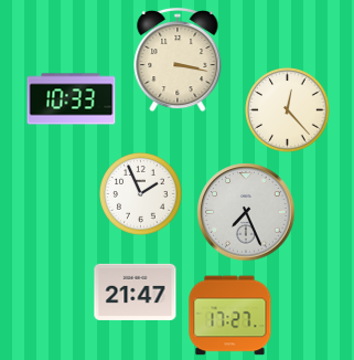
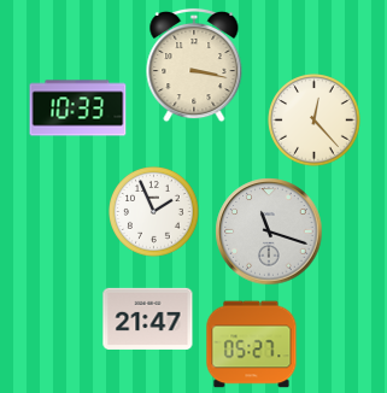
clock at (246, 212): 7:26 -> 11:18
clock at (230, 316): 17:27 -> 05:27
